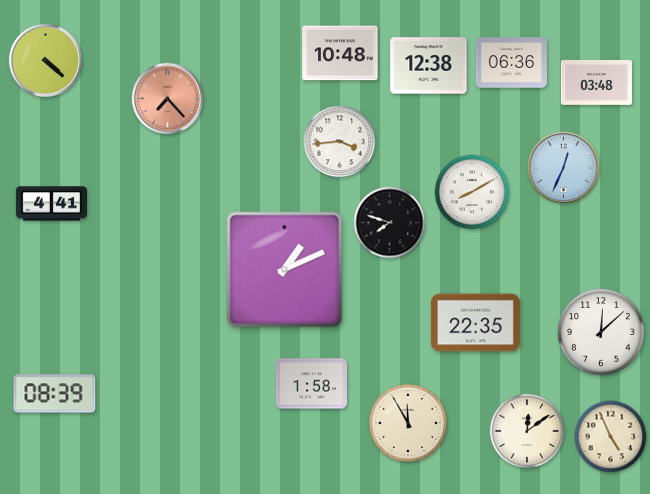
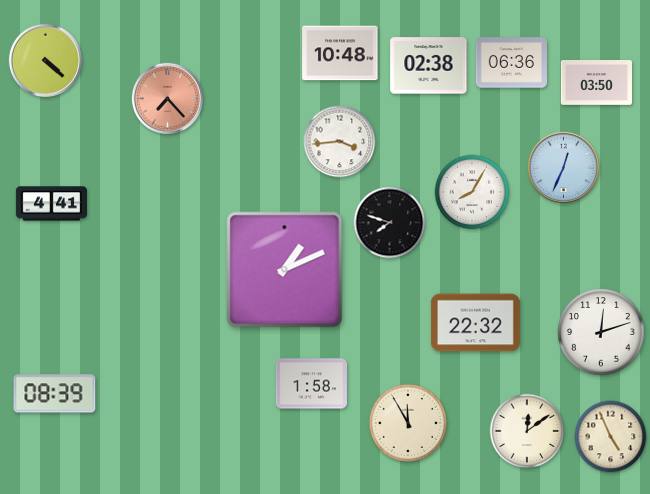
clock at (429, 66): 12:38 -> 02:38
clock at (596, 83): 03:48 -> 03:50
clock at (472, 192): 8:10 -> 8:05
clock at (475, 323): 22:35 -> 22:32
clock at (601, 332): 12:08 -> 12:12
